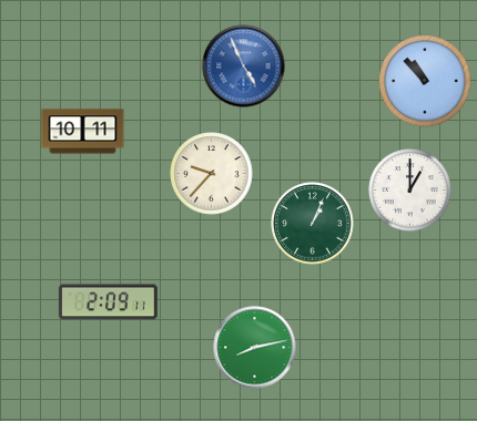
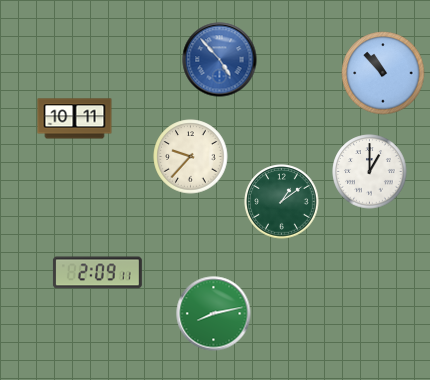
clock at (244, 66): 4:56 -> 4:53
clock at (313, 224): 1:04 -> 1:09
clock at (255, 348) position: (255, 348) -> (214, 314)
